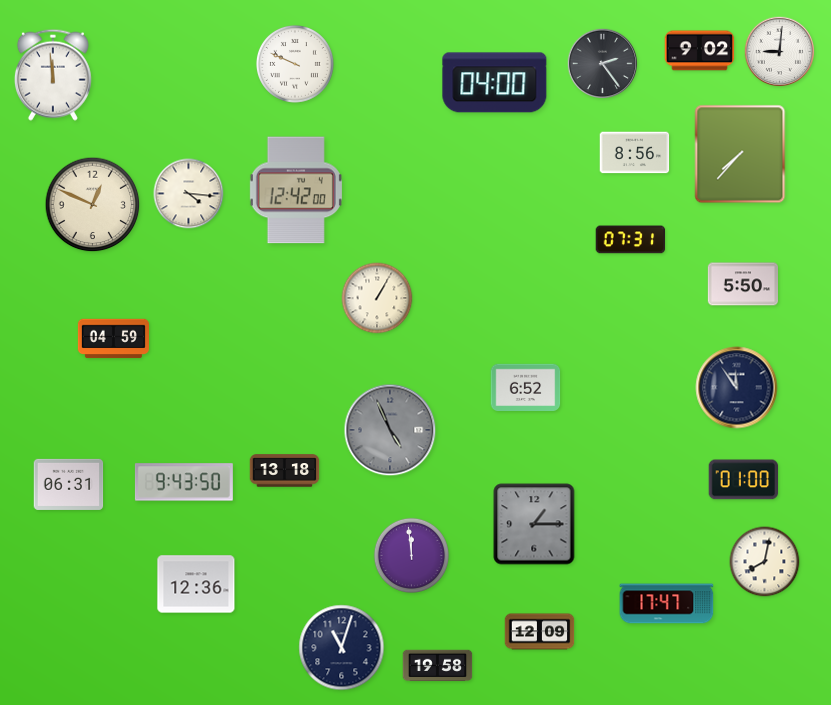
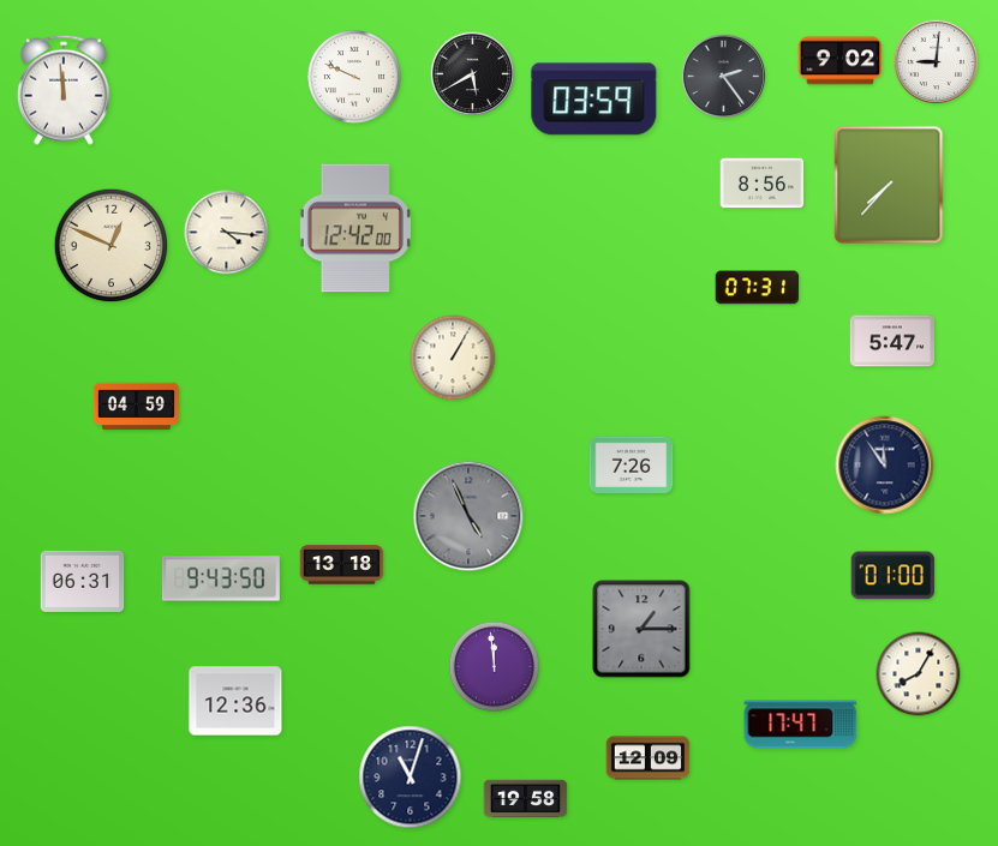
clock at (473, 74): none -> 5:40
clock at (495, 83): 04:00 -> 03:59
clock at (742, 284): 5:50 -> 5:47
clock at (526, 387): 6:52 -> 7:26
clock at (765, 562): 8:02 -> 8:05
